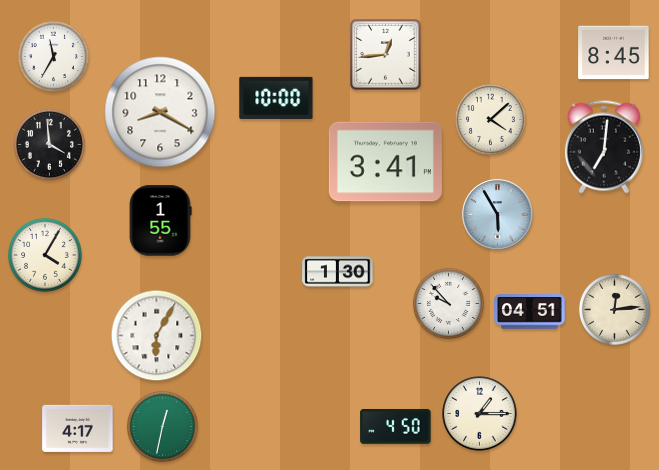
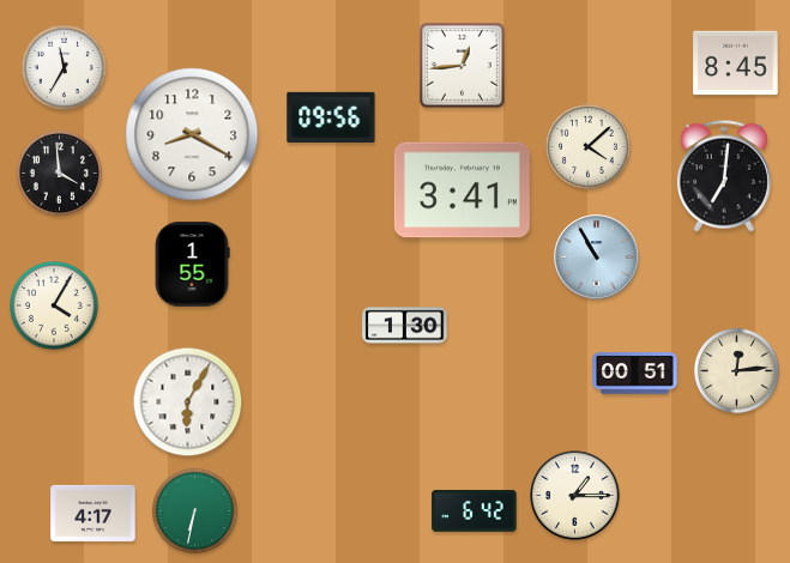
clock at (276, 98): 10:00 -> 09:56
clock at (490, 119) position: (490, 119) -> (587, 146)
clock at (385, 162) position: (385, 162) -> (462, 190)
clock at (498, 215): 5:55 -> 10:55
clock at (448, 303): 9:53 -> none
clock at (530, 312): 04:51 -> 00:51
clock at (162, 426): 12:32 -> 6:32
clock at (396, 426): 4:50 -> 6:42
